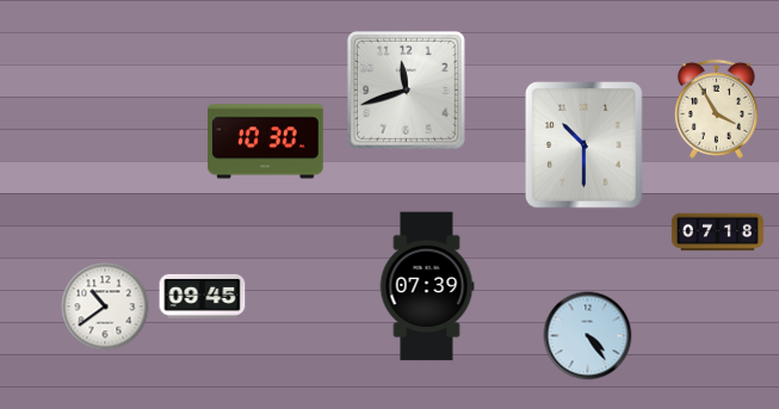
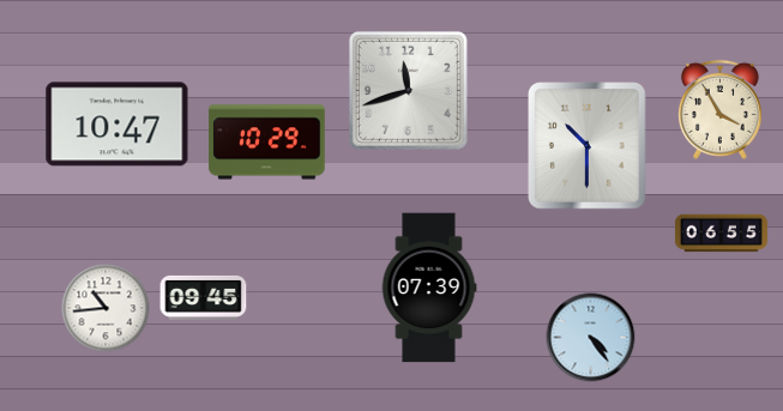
clock at (118, 125): none -> 10:47
clock at (266, 142): 10:30 -> 10:29
clock at (717, 233): 07:18 -> 06:55
clock at (105, 306): 10:39 -> 10:44
